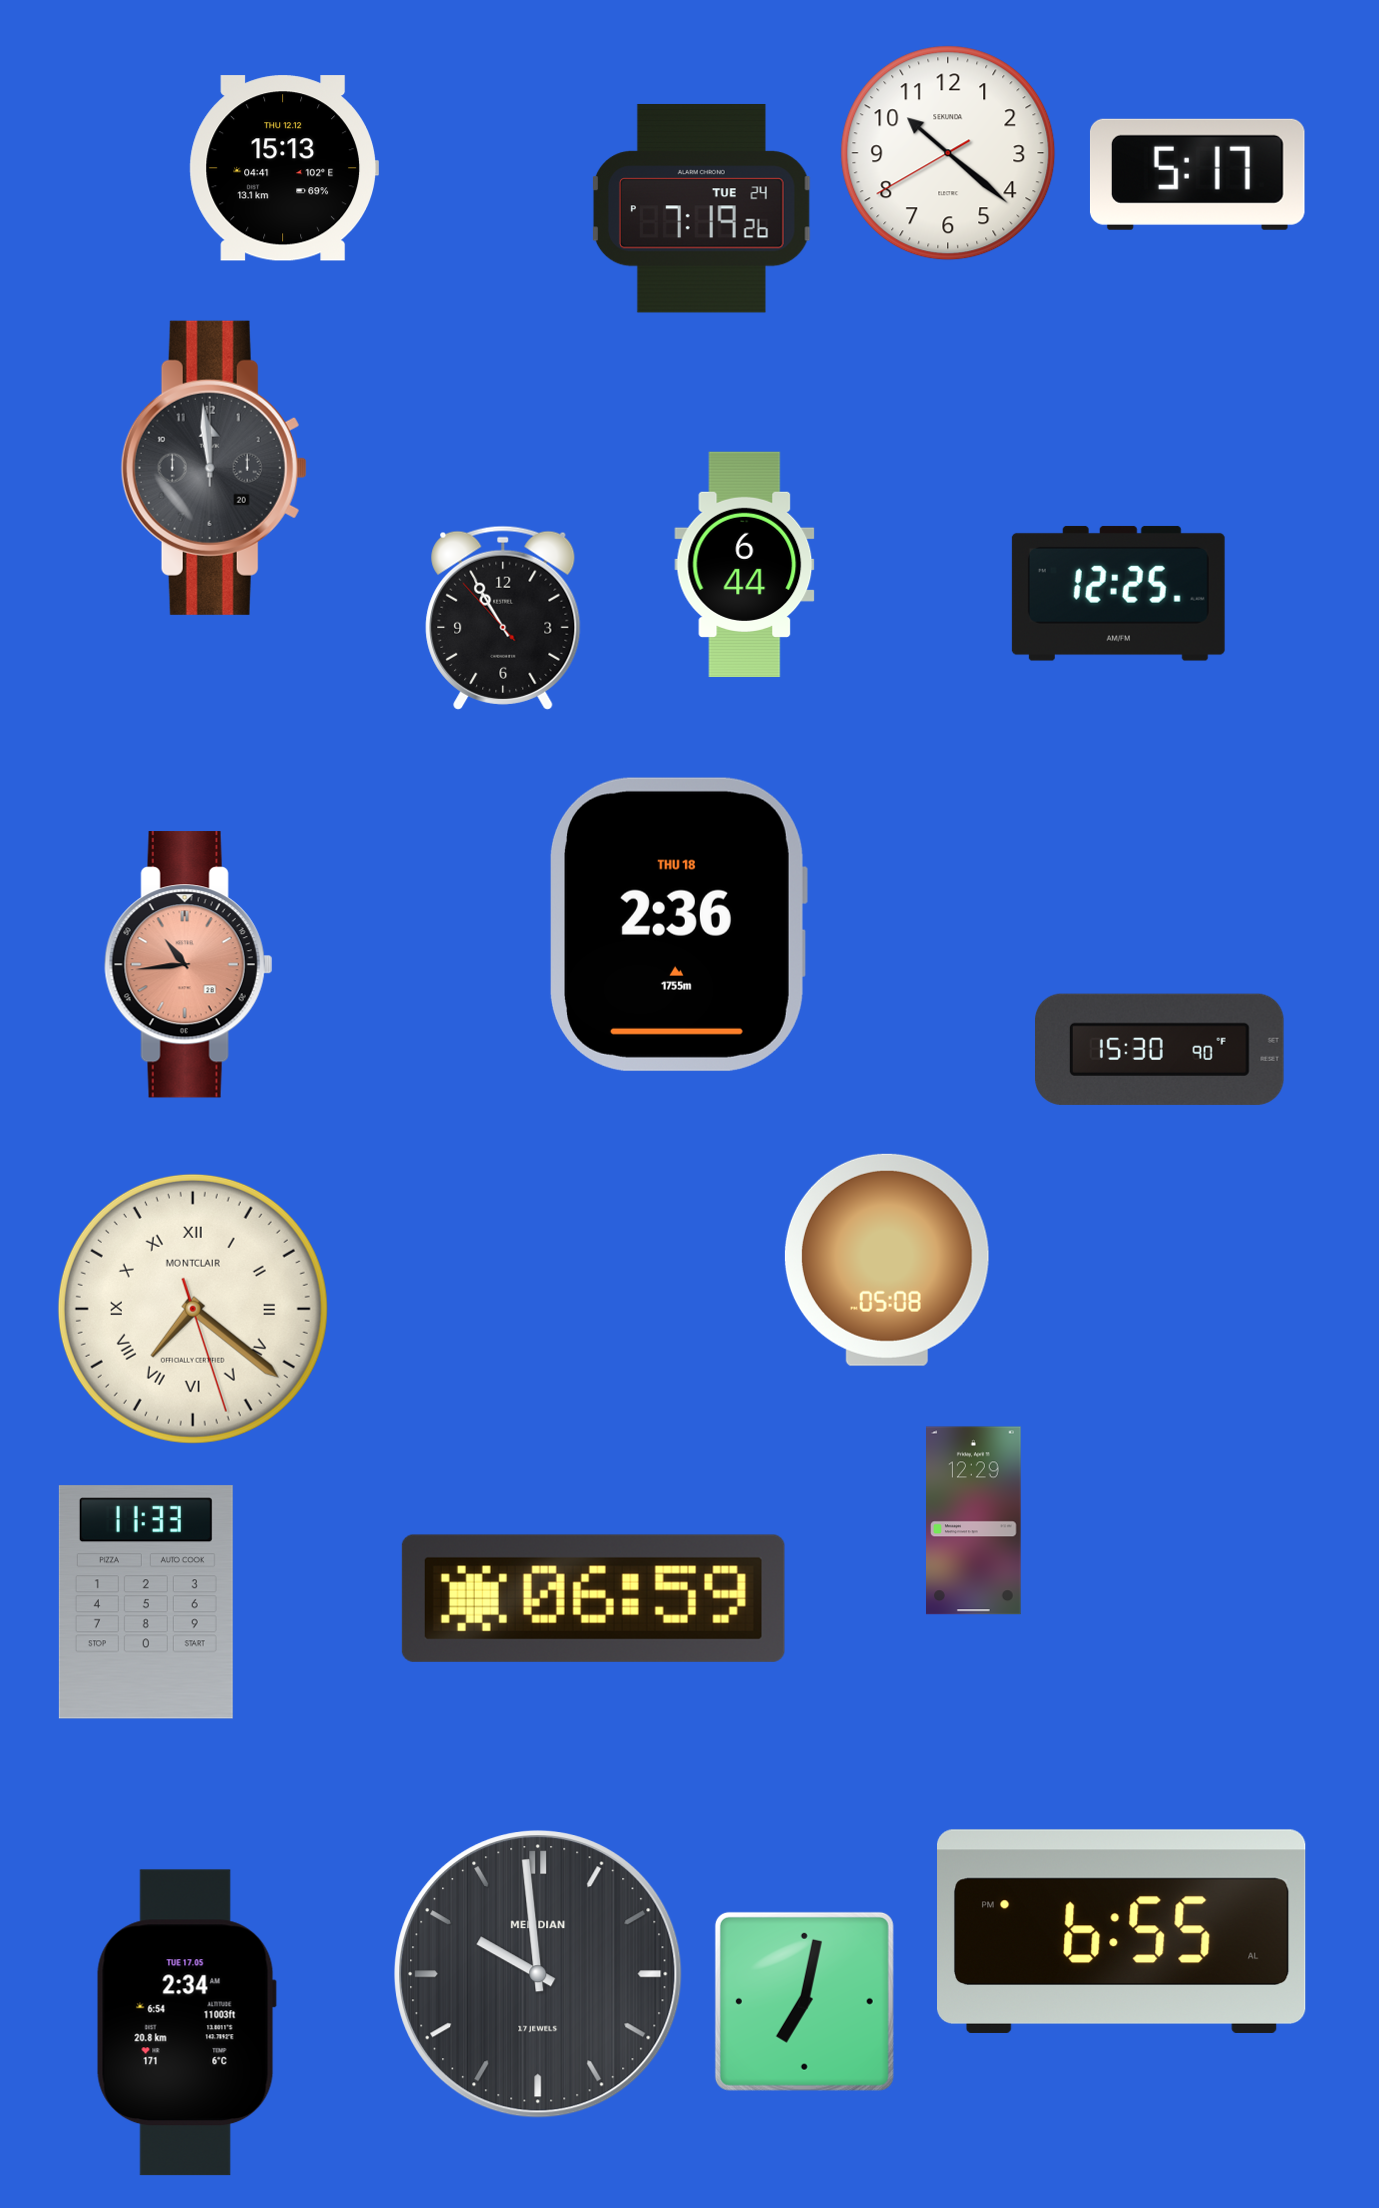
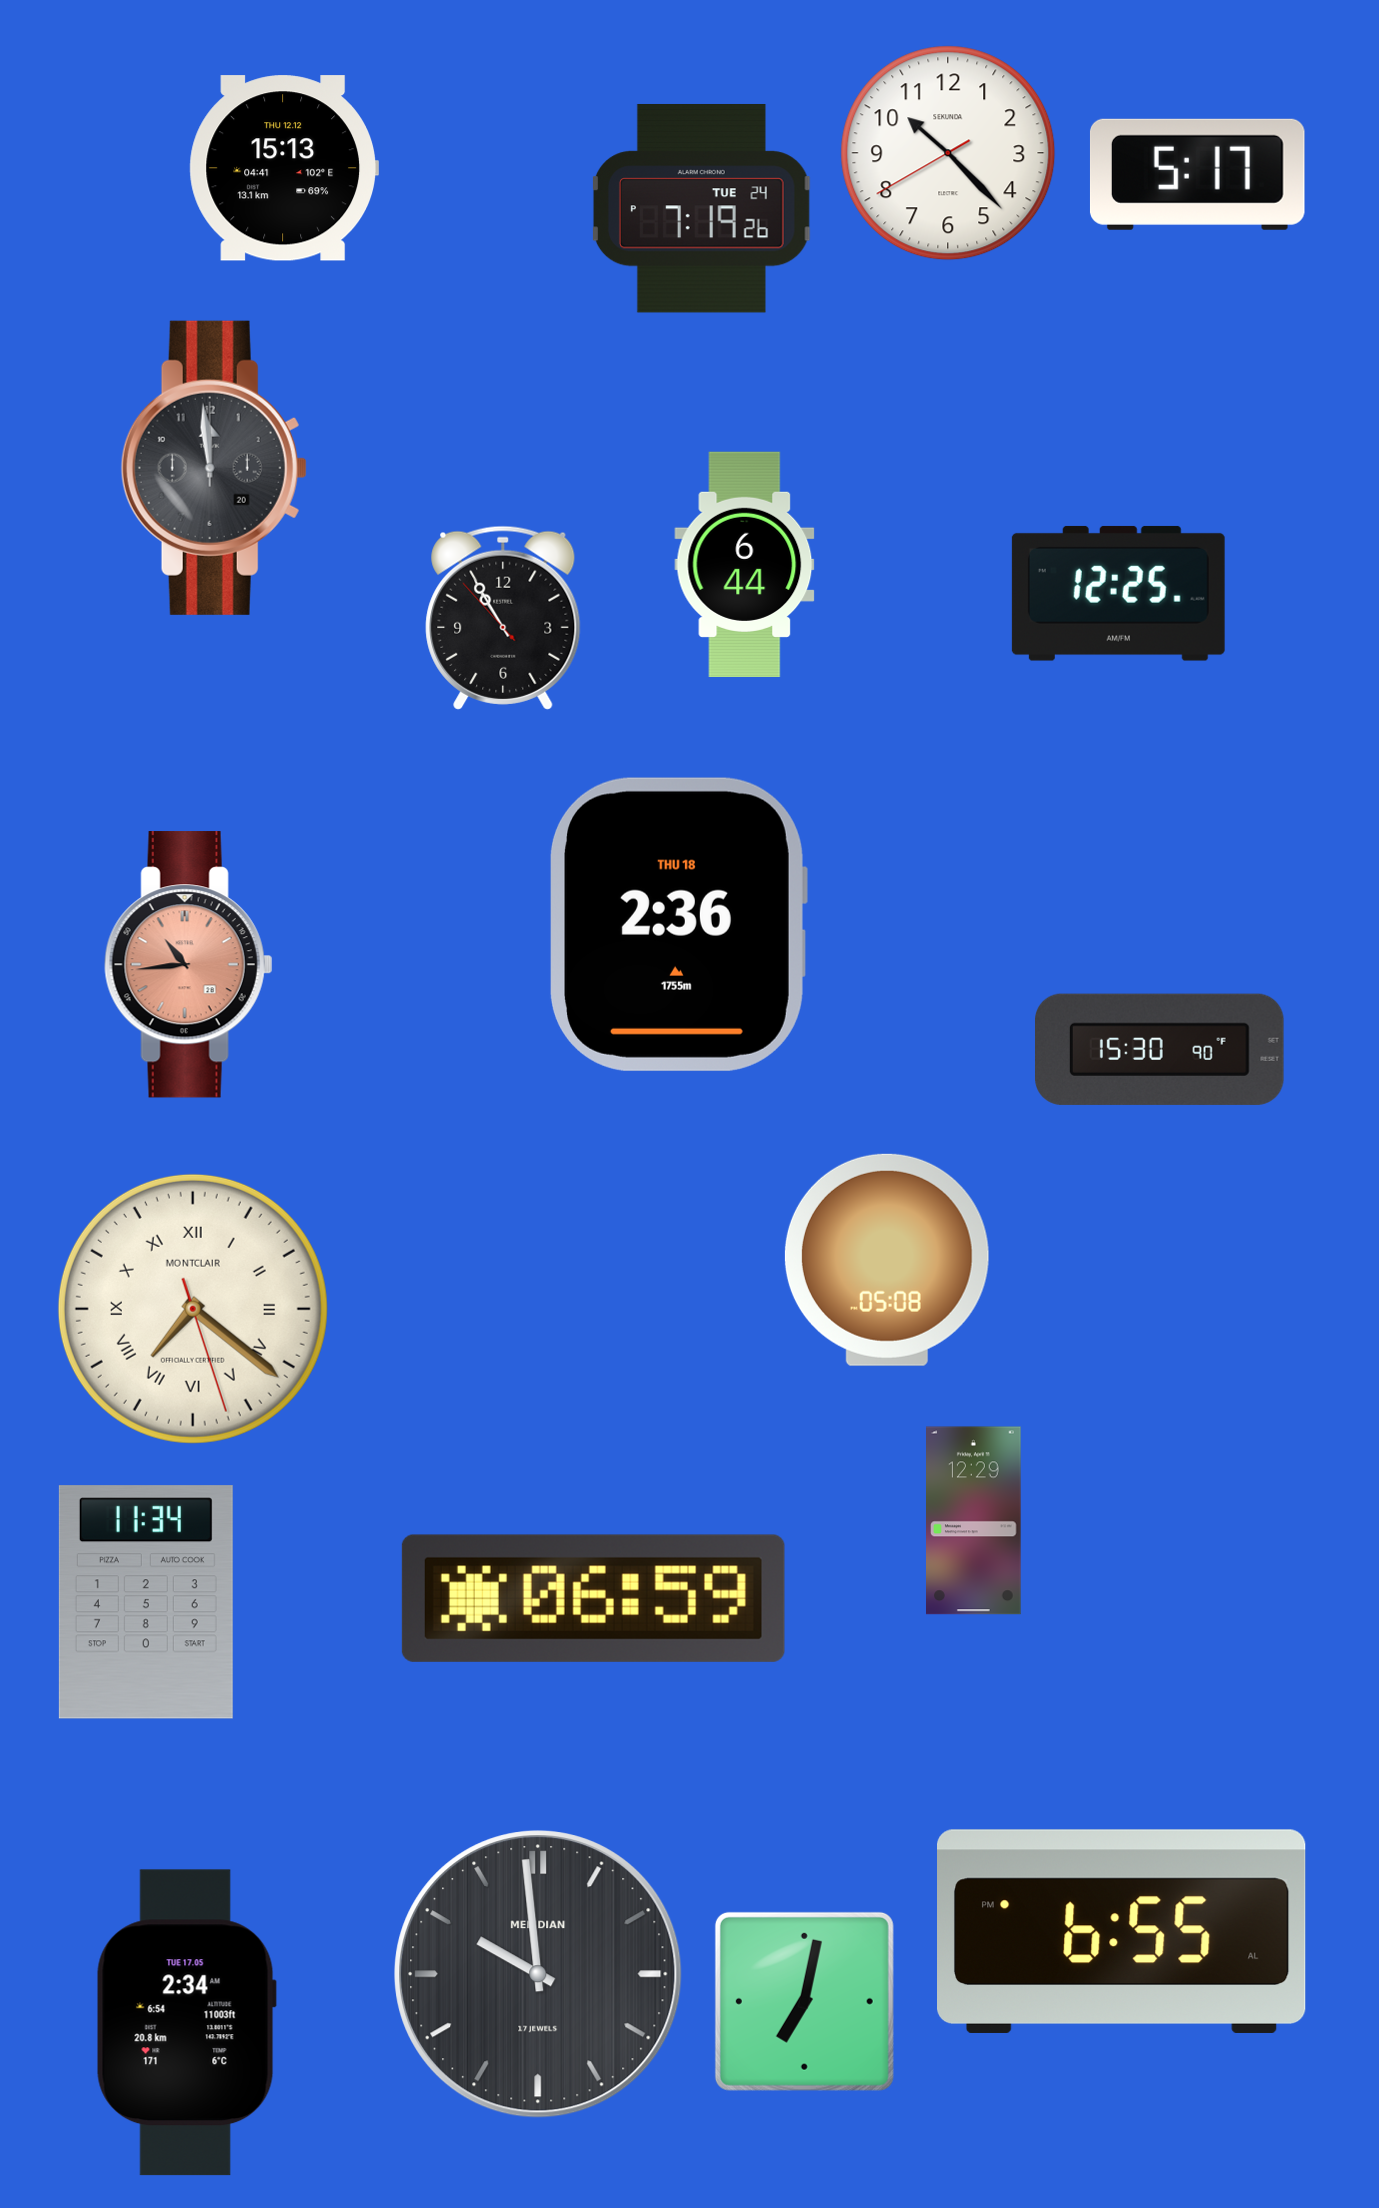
clock at (948, 153): 10:21 -> 10:22
clock at (146, 1602): 11:33 -> 11:34
